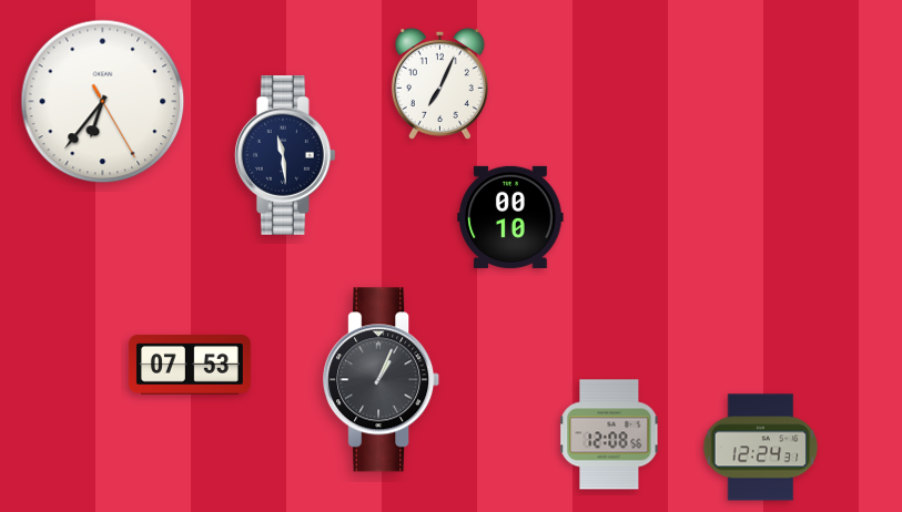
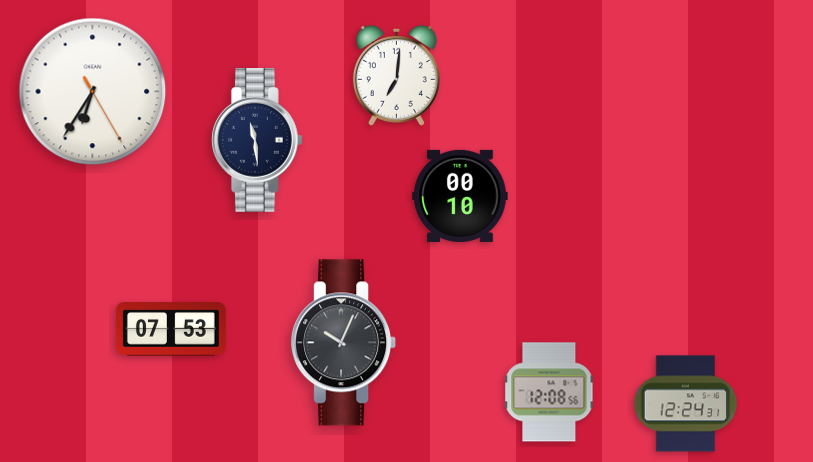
clock at (439, 83): 7:04 -> 7:01
clock at (103, 102): 6:36 -> 6:35
clock at (382, 380): 1:04 -> 10:04
